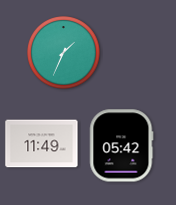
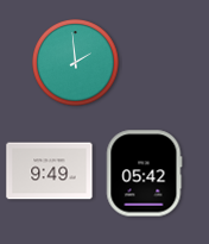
clock at (64, 53): 1:34 -> 1:59
clock at (42, 144): 11:49 -> 9:49
